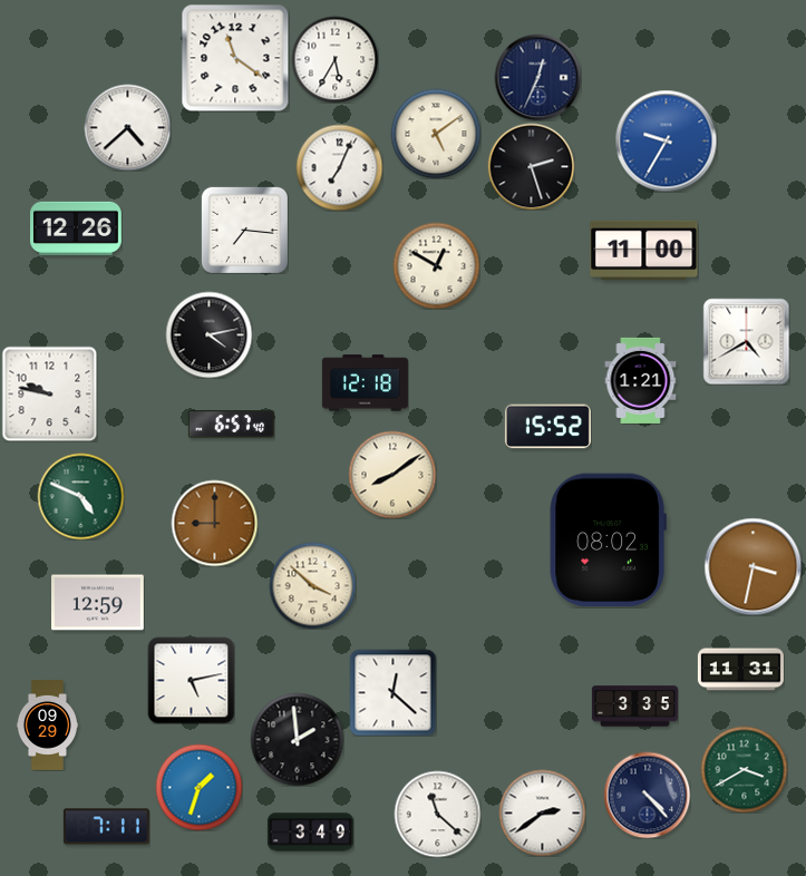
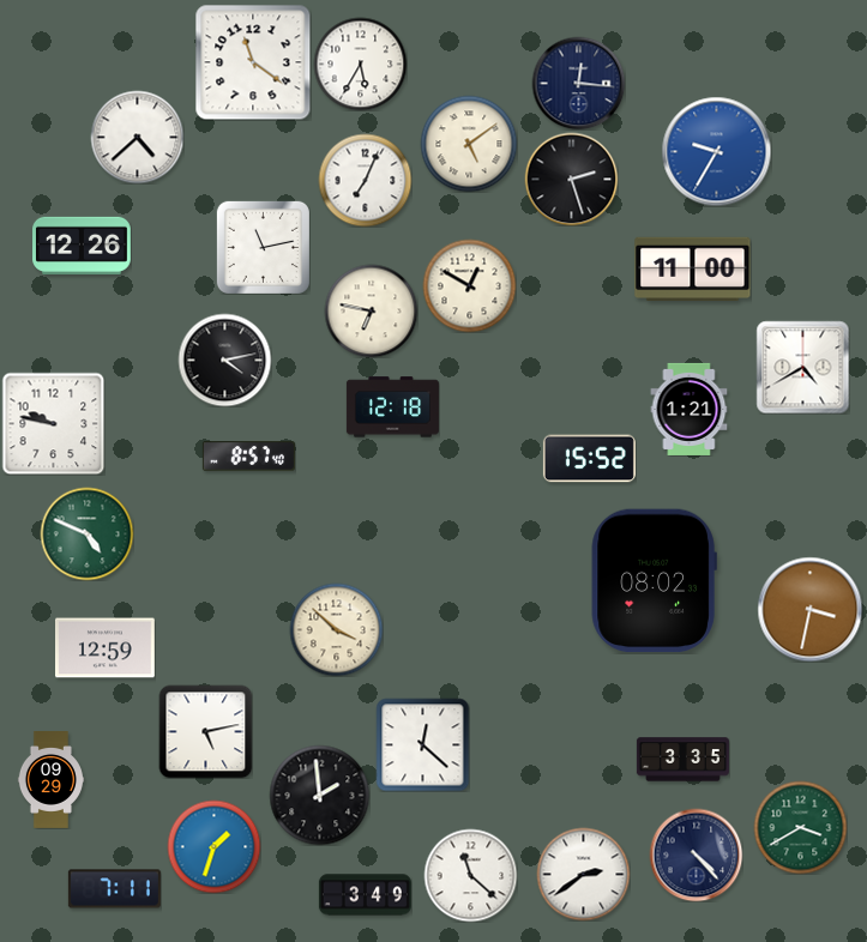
clock at (537, 77): 12:34 -> 12:16
clock at (244, 230): 7:16 -> 11:13
clock at (371, 310): none -> 6:47
clock at (365, 383) position: (365, 383) -> (392, 407)
clock at (231, 425): 6:57 -> 8:57
clock at (392, 475): 8:09 -> none
clock at (214, 523): 9:00 -> none
clock at (740, 670): 11:31 -> none
clock at (310, 833) position: (310, 833) -> (365, 895)
